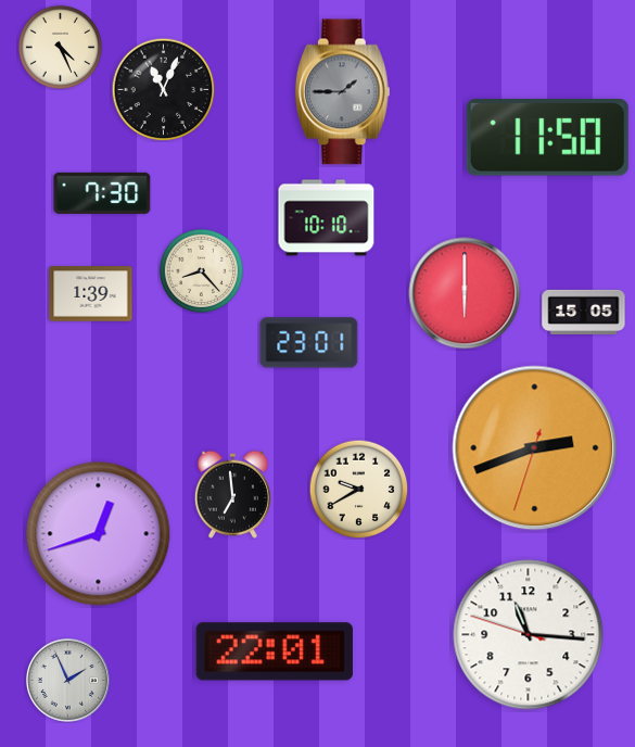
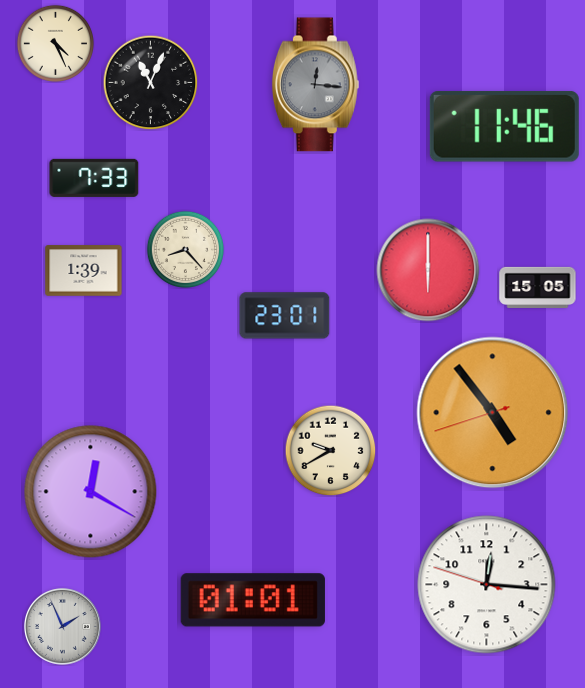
clock at (342, 92): 1:45 -> 12:16
clock at (547, 137): 11:50 -> 11:46
clock at (102, 193): 7:30 -> 7:33
clock at (327, 218): 10:10 -> none
clock at (535, 448): 2:41 -> 4:53
clock at (232, 494): 6:59 -> none
clock at (99, 534): 12:42 -> 12:20
clock at (529, 635): 11:15 -> 12:15
clock at (275, 651): 22:01 -> 01:01
